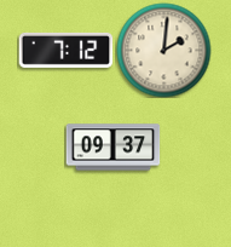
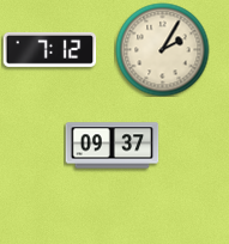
clock at (65, 50) position: (65, 50) -> (49, 49)
clock at (163, 50): 2:01 -> 2:05
